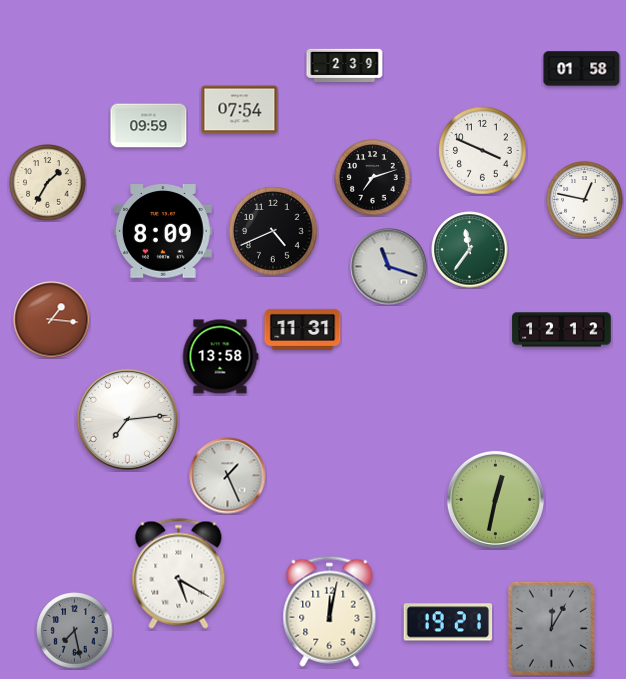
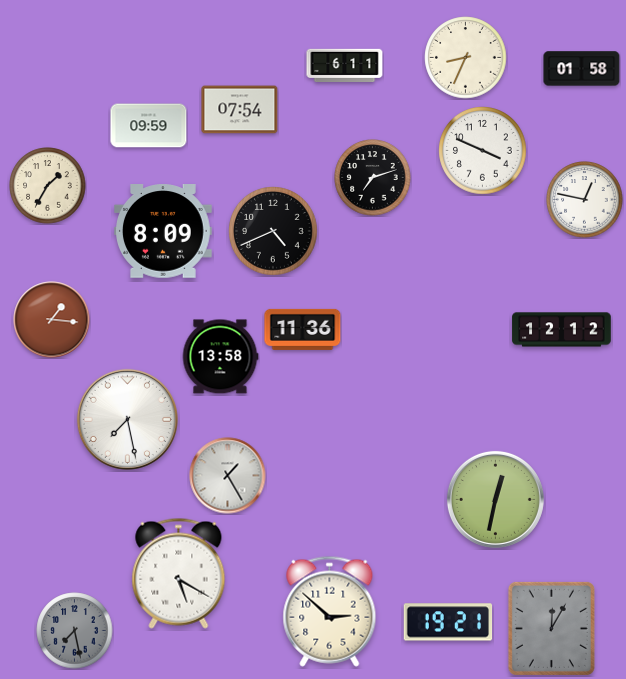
clock at (466, 58): none -> 8:34
clock at (345, 65): 2:39 -> 6:11
clock at (48, 183) position: (48, 183) -> (48, 186)
clock at (470, 250): 11:36 -> none
clock at (389, 267): 11:18 -> none
clock at (303, 329): 11:31 -> 11:36
clock at (127, 419): 7:14 -> 7:28
clock at (228, 476): 1:26 -> 1:25
clock at (330, 611): 12:02 -> 2:52
